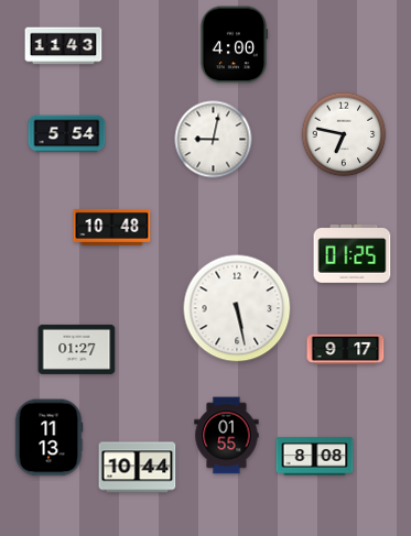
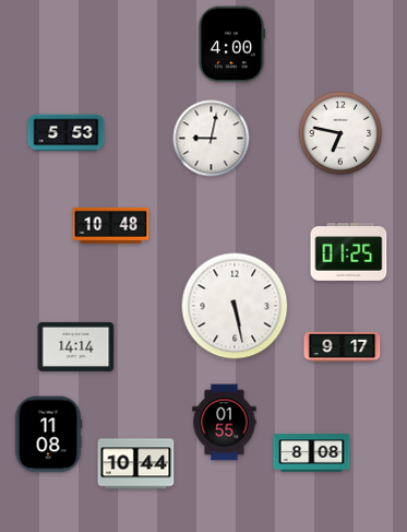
clock at (64, 46): 11:43 -> none
clock at (67, 134): 5:54 -> 5:53
clock at (77, 349): 01:27 -> 14:14
clock at (227, 436) position: (227, 436) -> (225, 423)
clock at (48, 438): 11:13 -> 11:08
